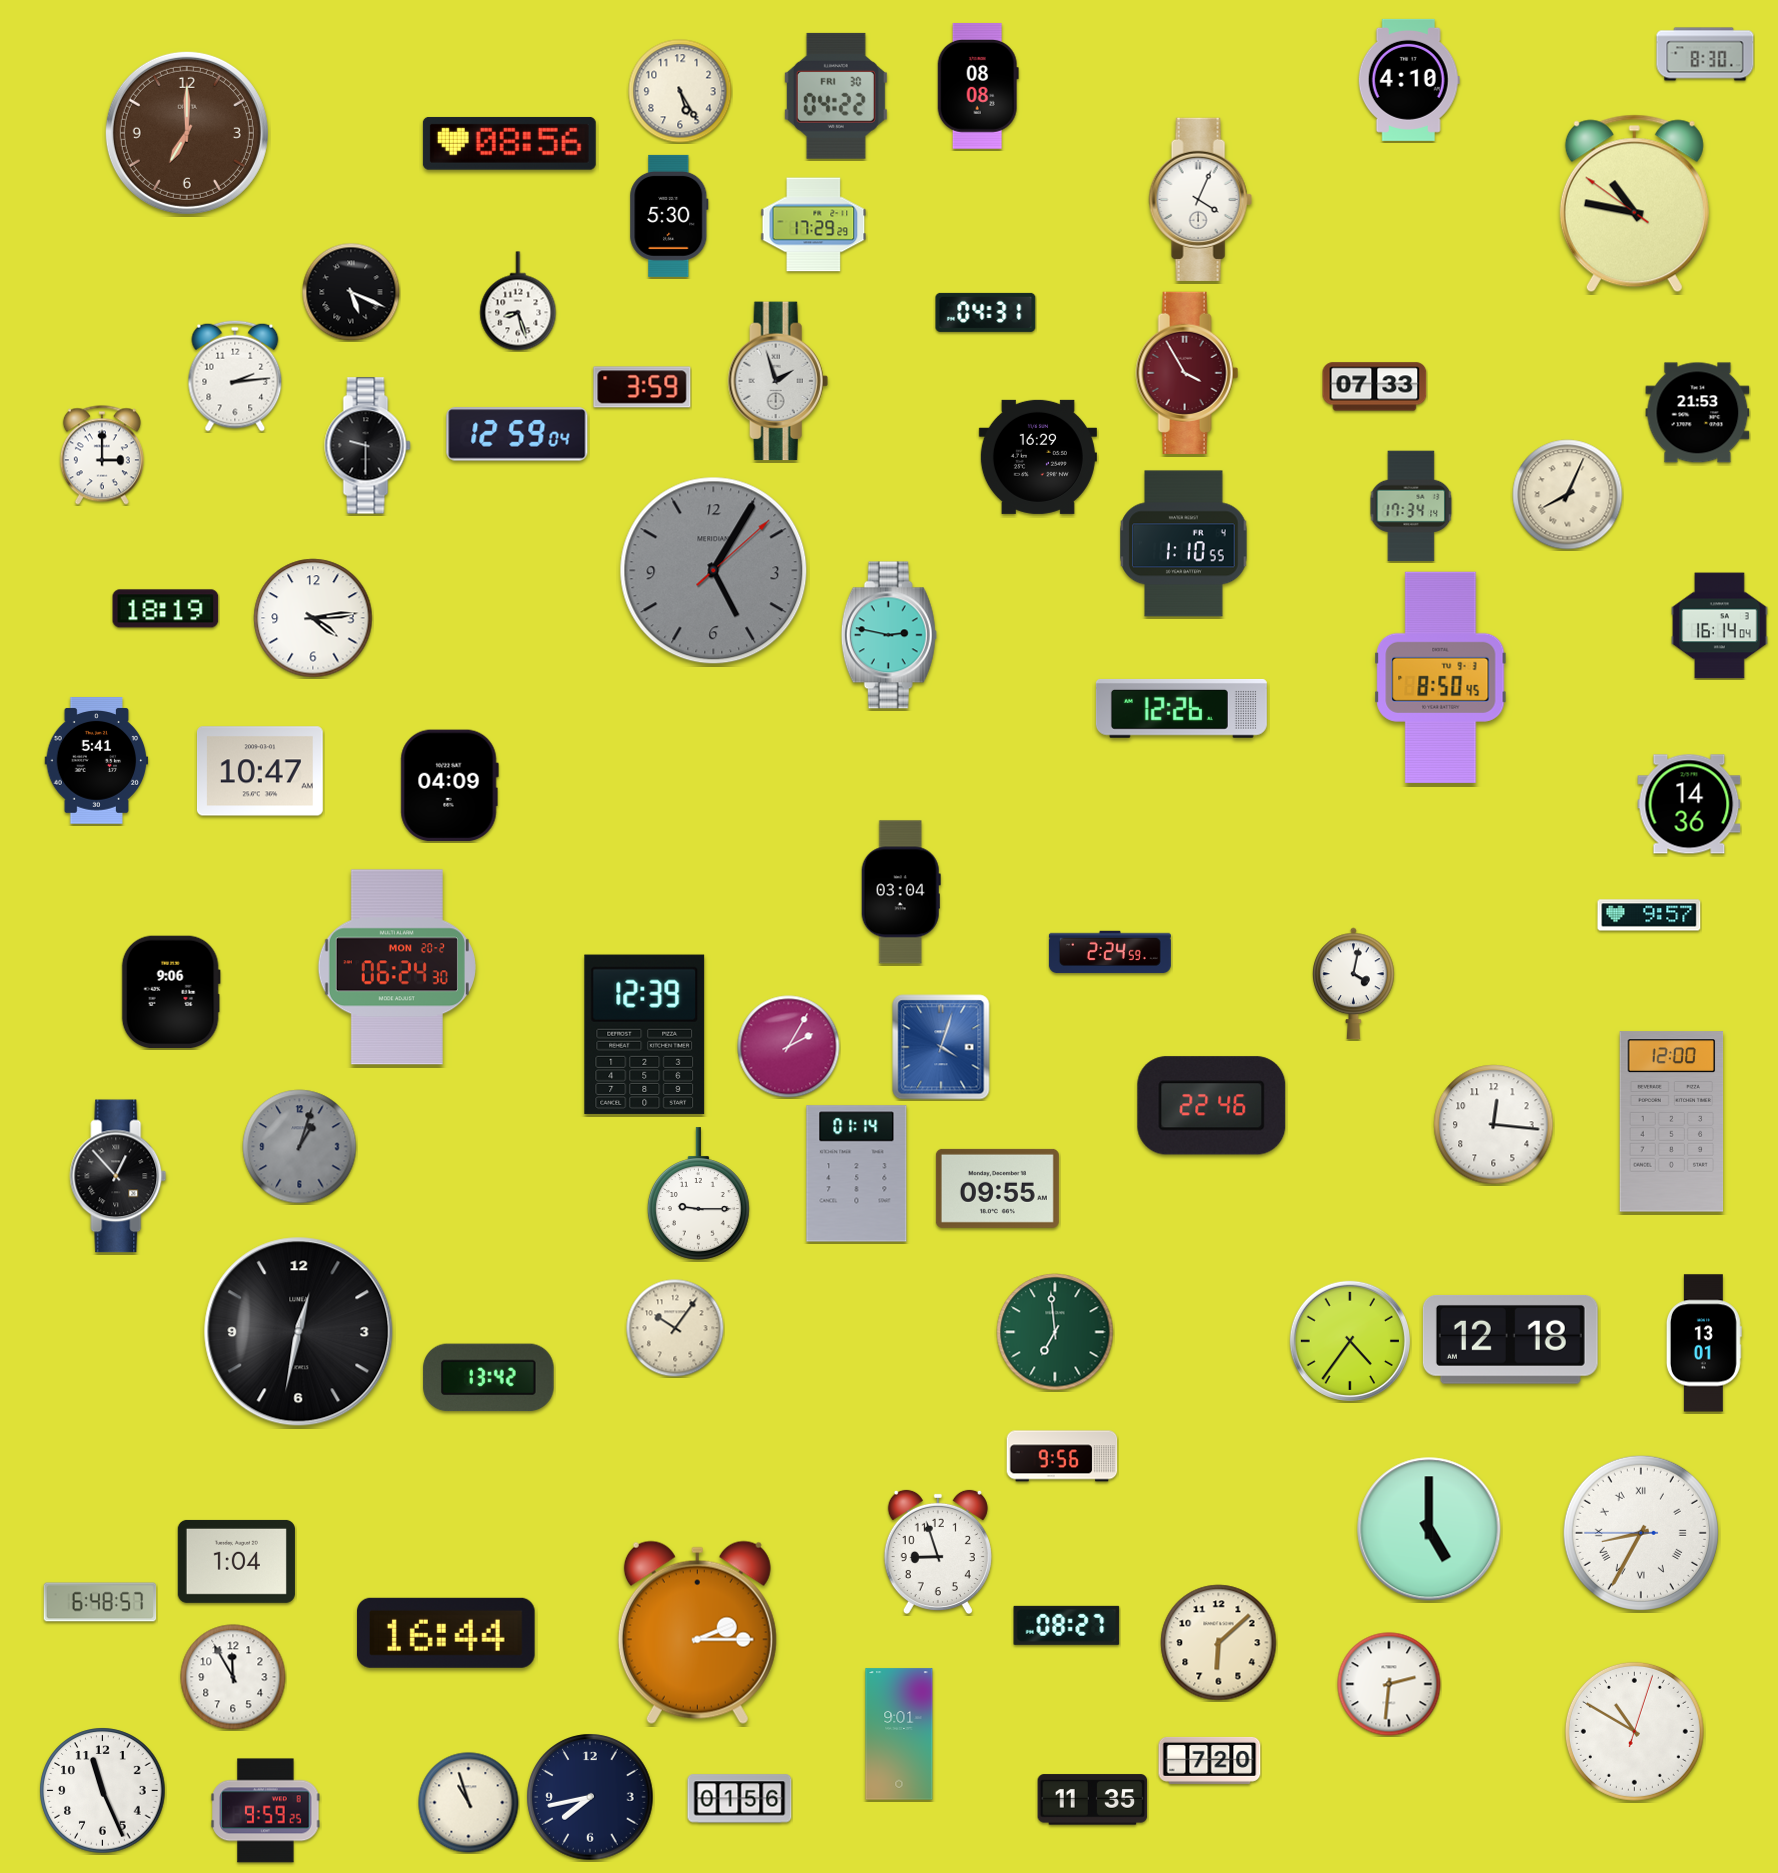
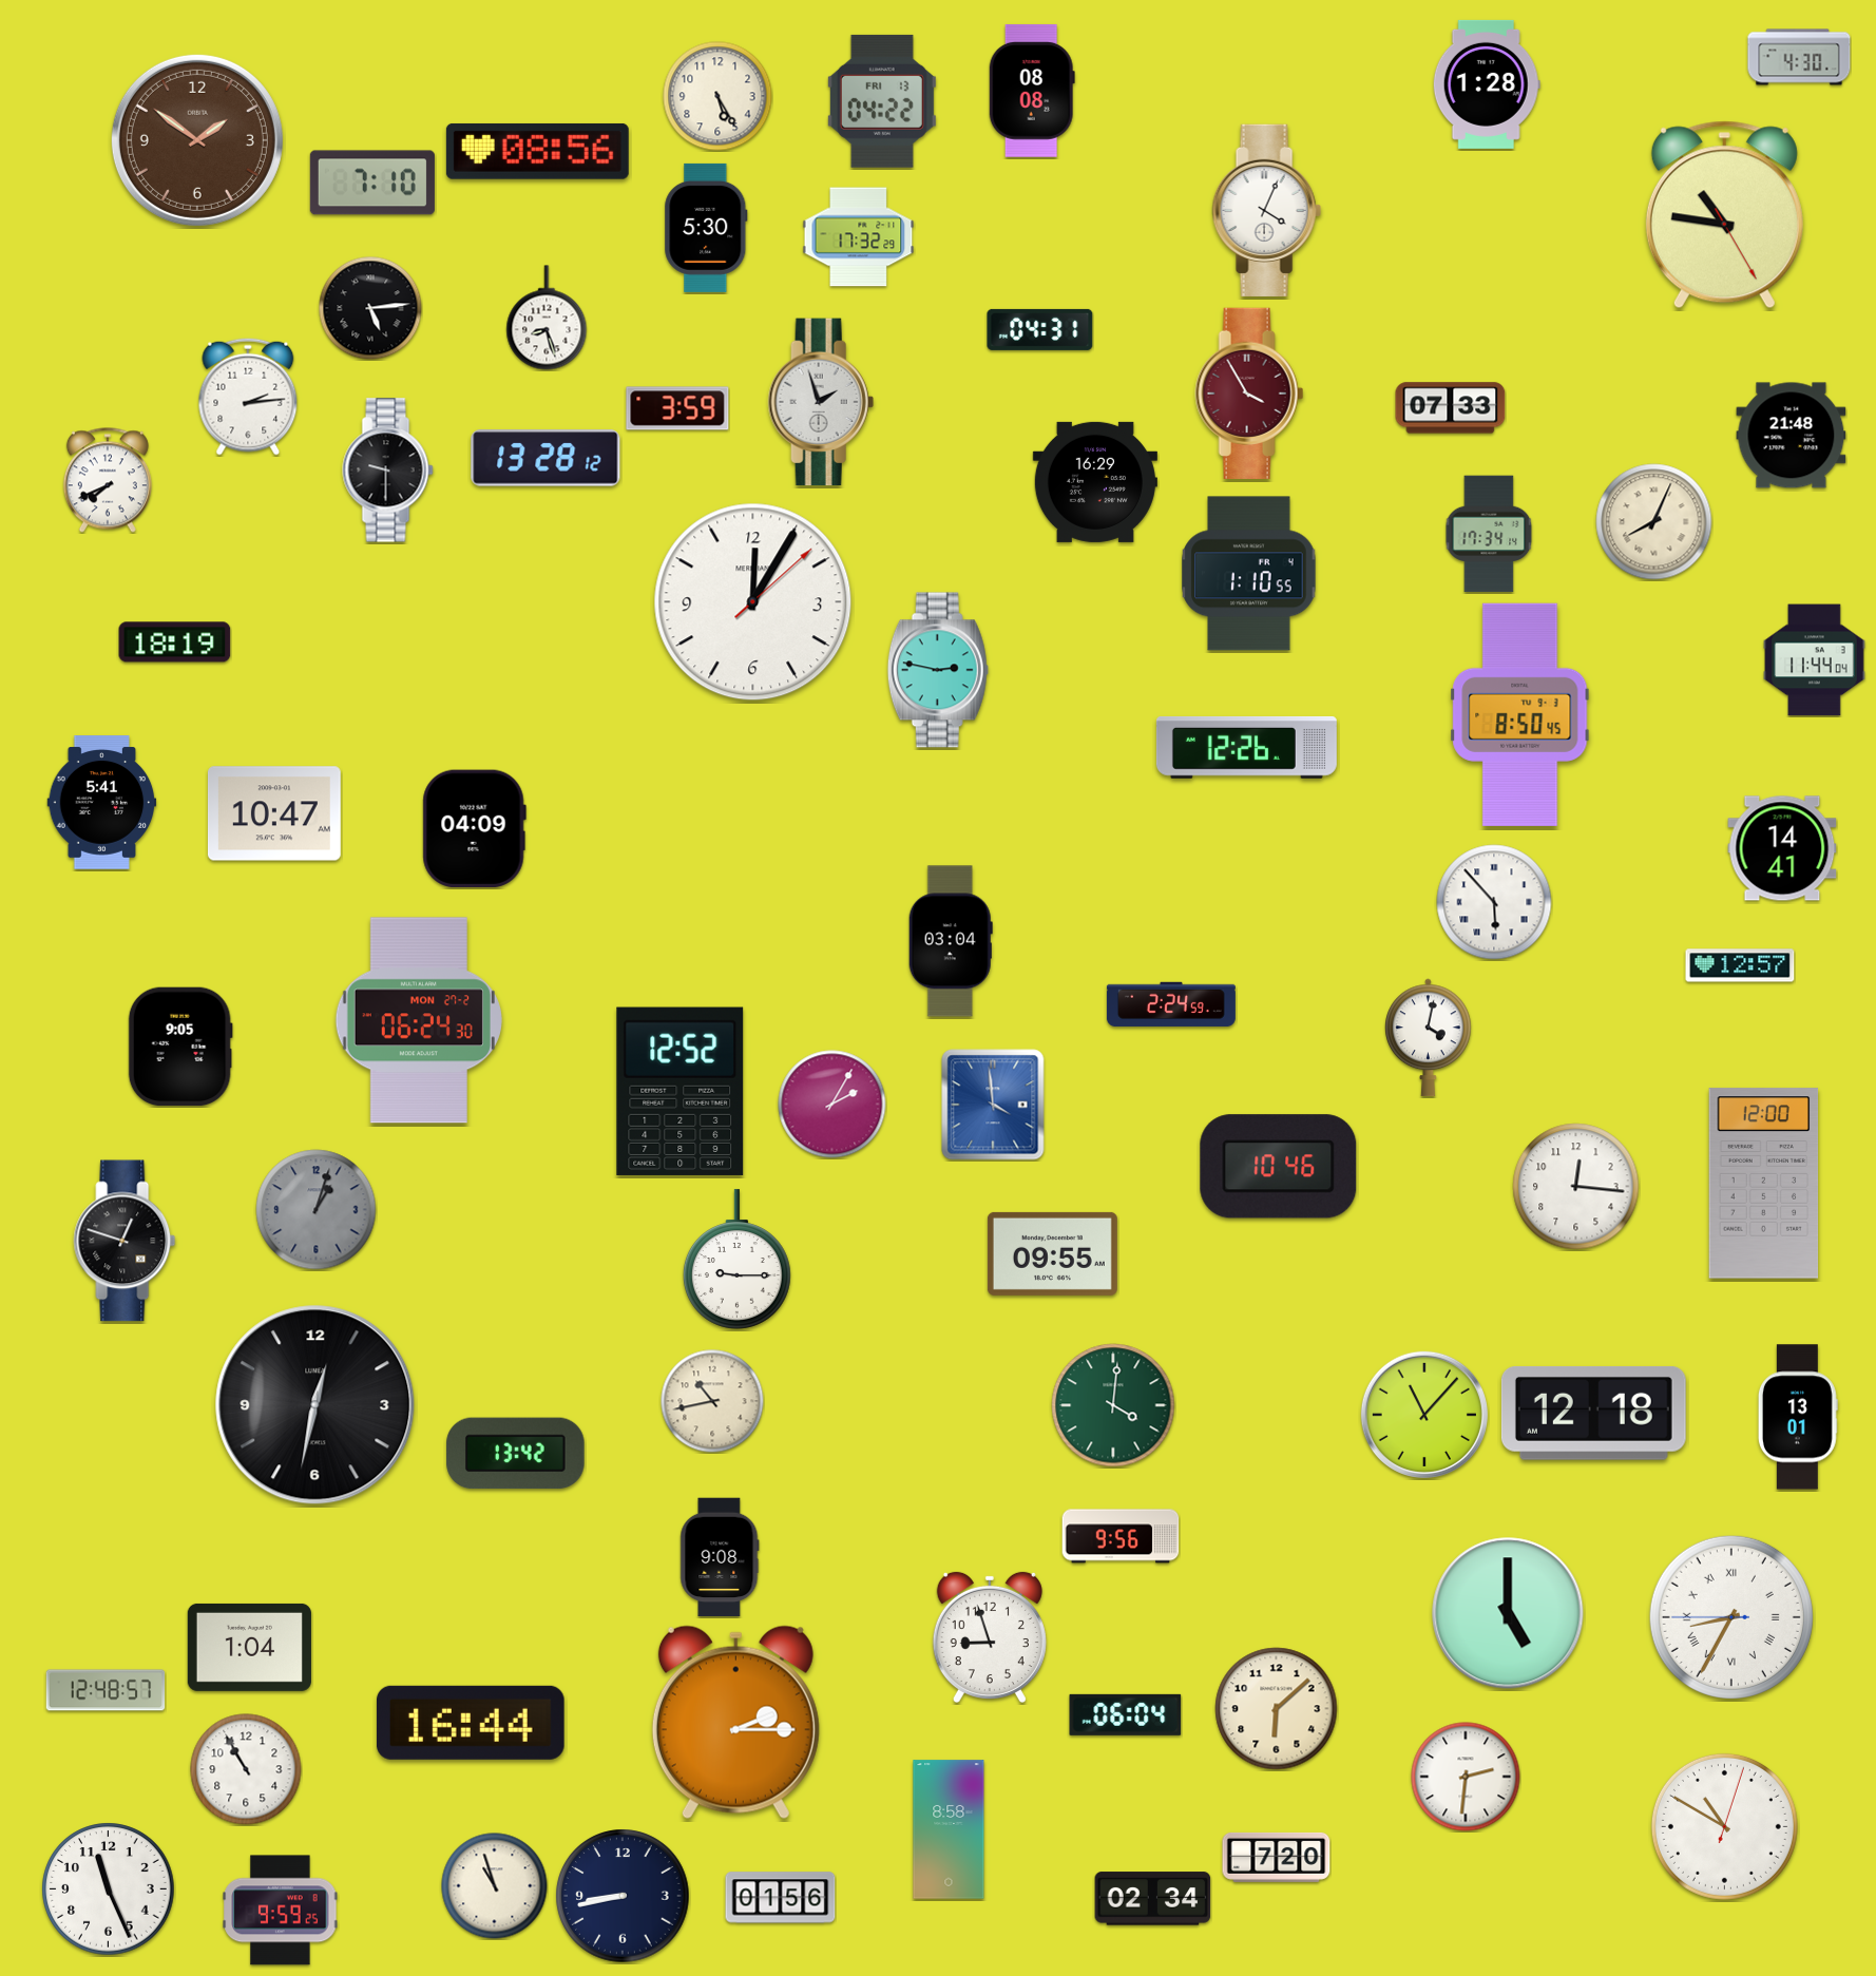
clock at (1705, 54): 8:30 -> 4:30
clock at (1409, 80): 4:10 -> 1:28
clock at (836, 96) date: FRI 30 -> FRI 13
clock at (187, 133): 7:00 -> 1:51
clock at (372, 183): none -> 7:10
clock at (1634, 204): 10:46:51 -> 10:46:25
clock at (814, 225): 17:29 -> 17:32
clock at (351, 292): 5:19 -> 5:14
clock at (1187, 373) position: (1187, 373) -> (1249, 394)
clock at (1698, 413): 21:53 -> 21:48
clock at (517, 434): 12:59 -> 13:28
clock at (102, 455): 3:00 -> 7:41
clock at (714, 571): 5:05 -> 12:05
clock at (714, 571) dial: grey -> white
clock at (313, 618): 4:14 -> none
clock at (1720, 626): 16:14 -> 11:44
clock at (1689, 804): 14:36 -> 14:41
clock at (1494, 902): none -> 5:53
clock at (1649, 915): 9:57 -> 12:57
clock at (397, 967) date: MON 20-2 -> MON 27-2
clock at (171, 992): 9:06 -> 9:05
clock at (645, 1034): 12:39 -> 12:52
clock at (941, 1047): 4:03 -> 3:59
clock at (1212, 1106): 22:46 -> 10:46
clock at (857, 1174): 01:14 -> none
clock at (118, 1176): 12:53 -> 12:48
clock at (675, 1328): 10:06 -> 10:43
clock at (1055, 1332): 6:59 -> 4:01
clock at (1350, 1341): 4:36 -> 11:07
clock at (720, 1557): none -> 9:08
clock at (100, 1602): 6:48 -> 12:48
clock at (1067, 1625): 08:27 -> 06:04
clock at (1219, 1643) position: (1219, 1643) -> (1277, 1709)
clock at (233, 1677): 11:55 -> 10:55
clock at (899, 1734): 9:01 -> 8:58
clock at (590, 1797): 7:43 -> 8:43
clock at (1093, 1800): 11:35 -> 02:34
clock at (469, 1803) position: (469, 1803) -> (495, 1886)
